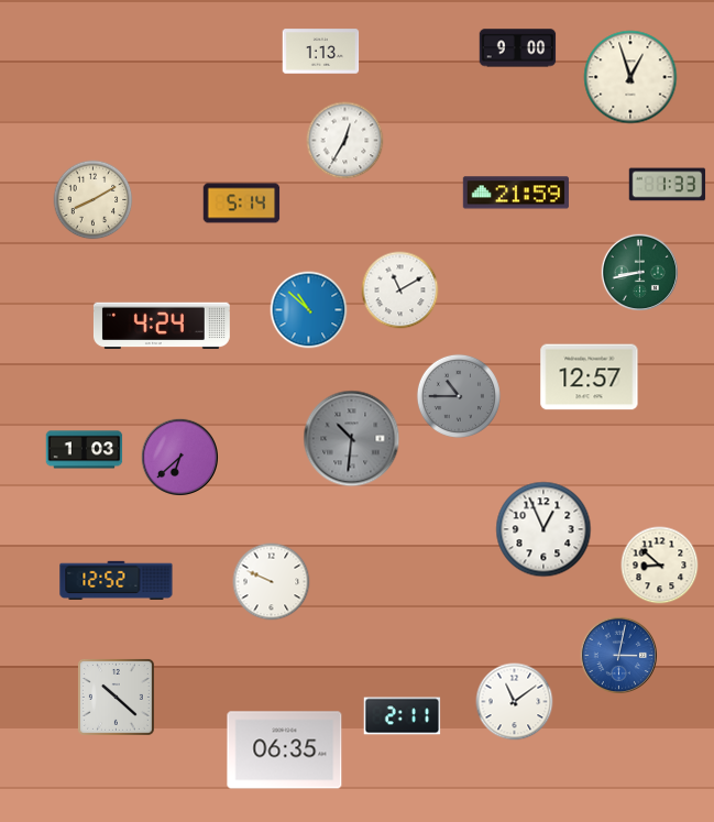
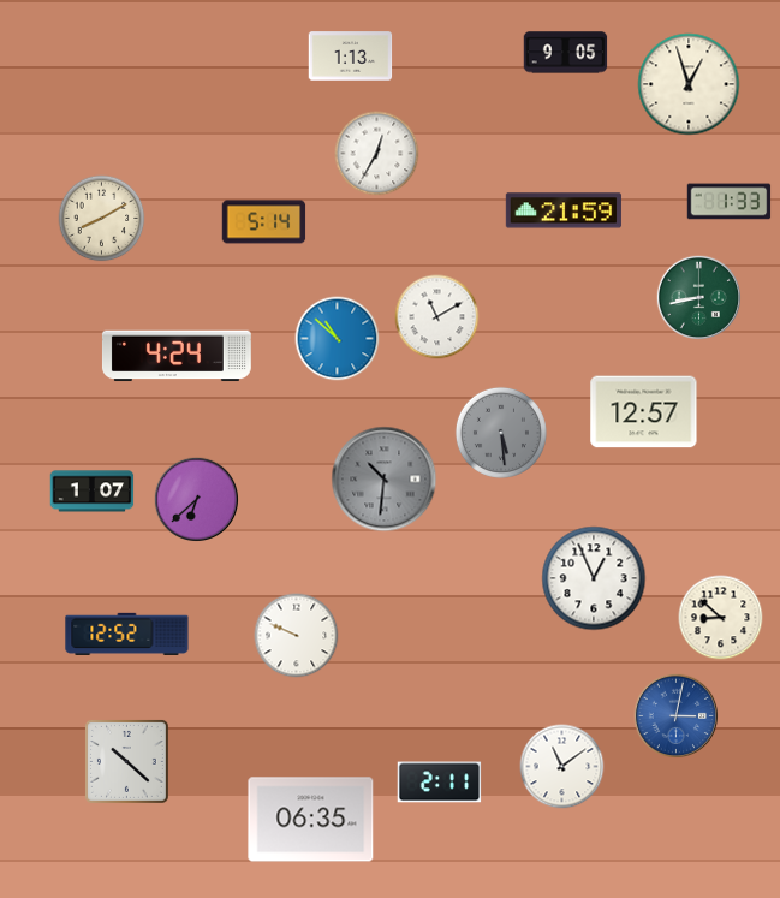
clock at (518, 48): 9:00 -> 9:05
clock at (459, 396): 10:45 -> 5:29
clock at (85, 450): 1:03 -> 1:07
